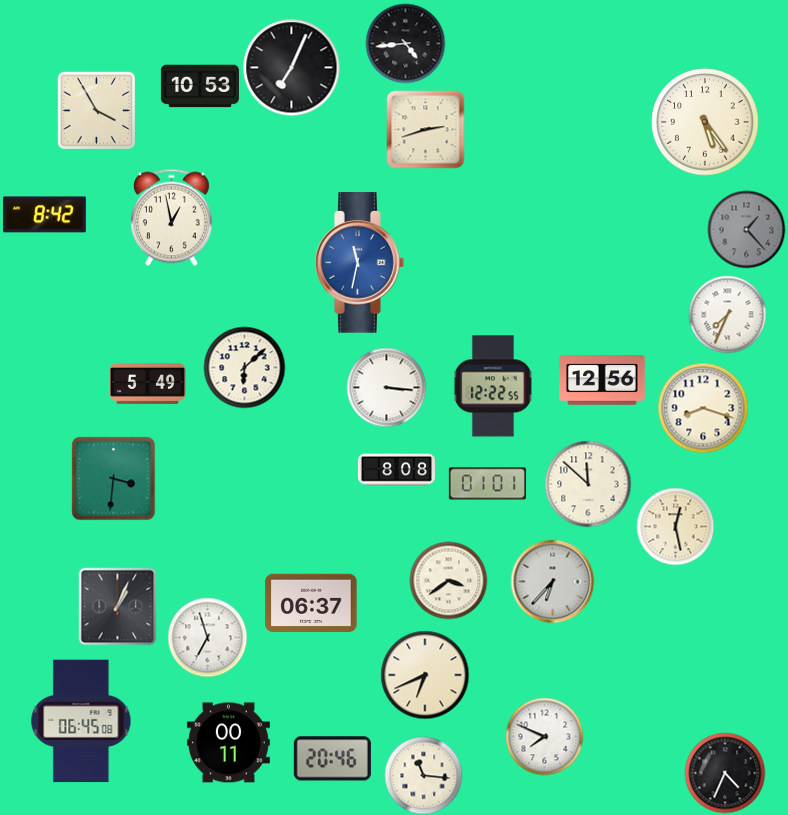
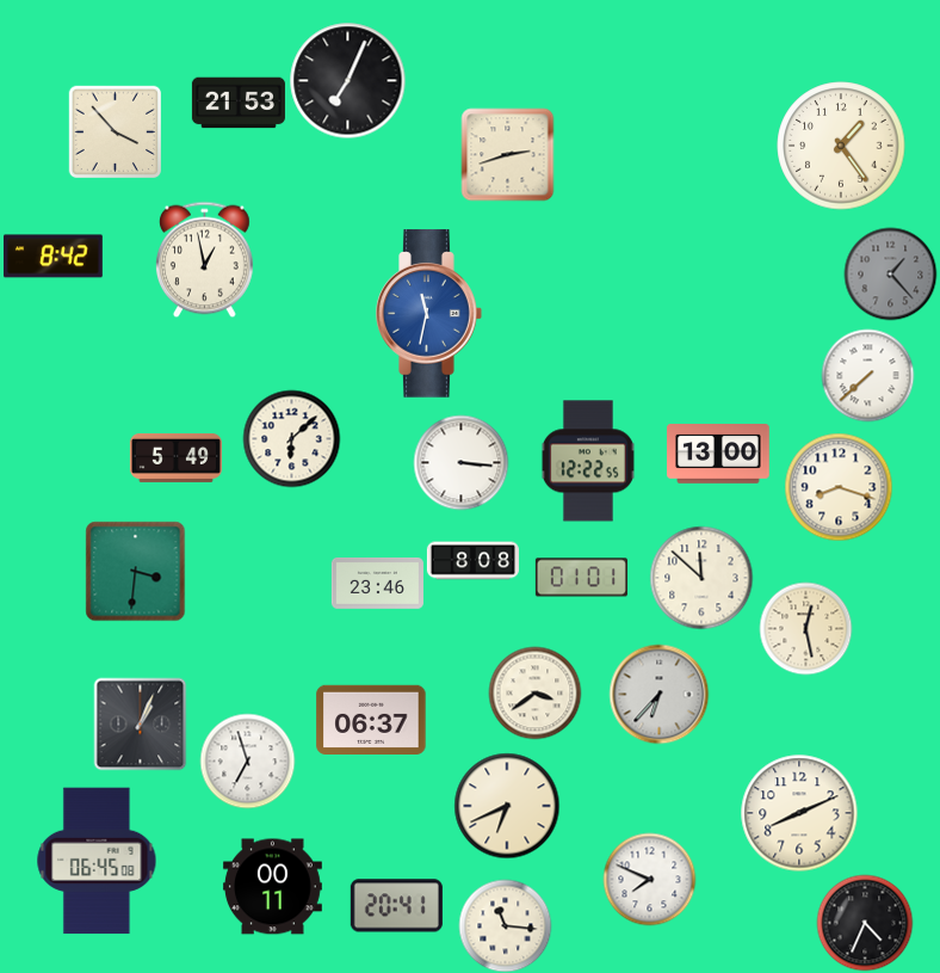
clock at (405, 43): 4:44 -> none
clock at (200, 86): 10:53 -> 21:53
clock at (96, 110): 3:55 -> 3:53
clock at (705, 122): 5:24 -> 1:24
clock at (727, 314): 7:34 -> 7:38
clock at (602, 380): 12:56 -> 13:00
clock at (377, 583): none -> 23:46
clock at (799, 813): none -> 8:11
clock at (332, 759): 20:46 -> 20:41
